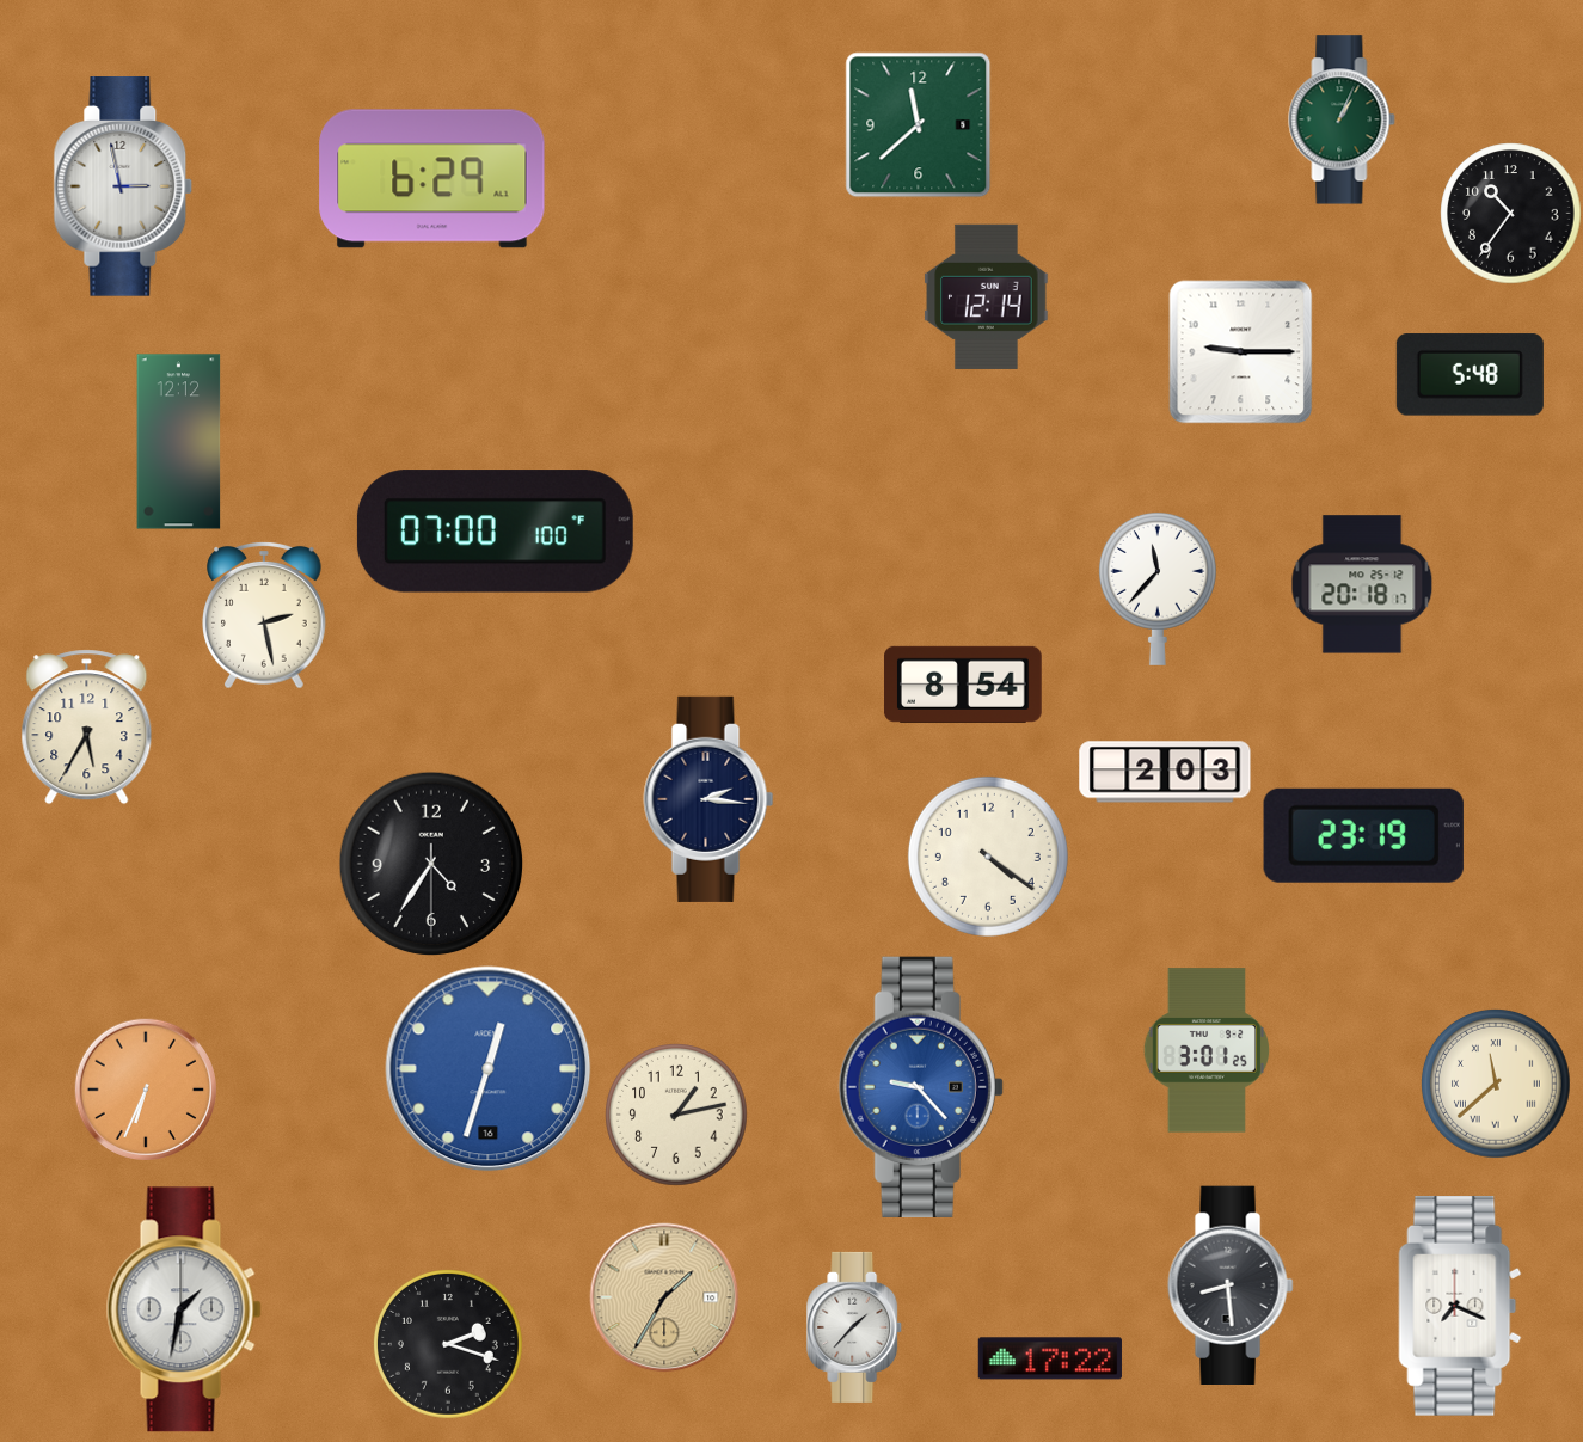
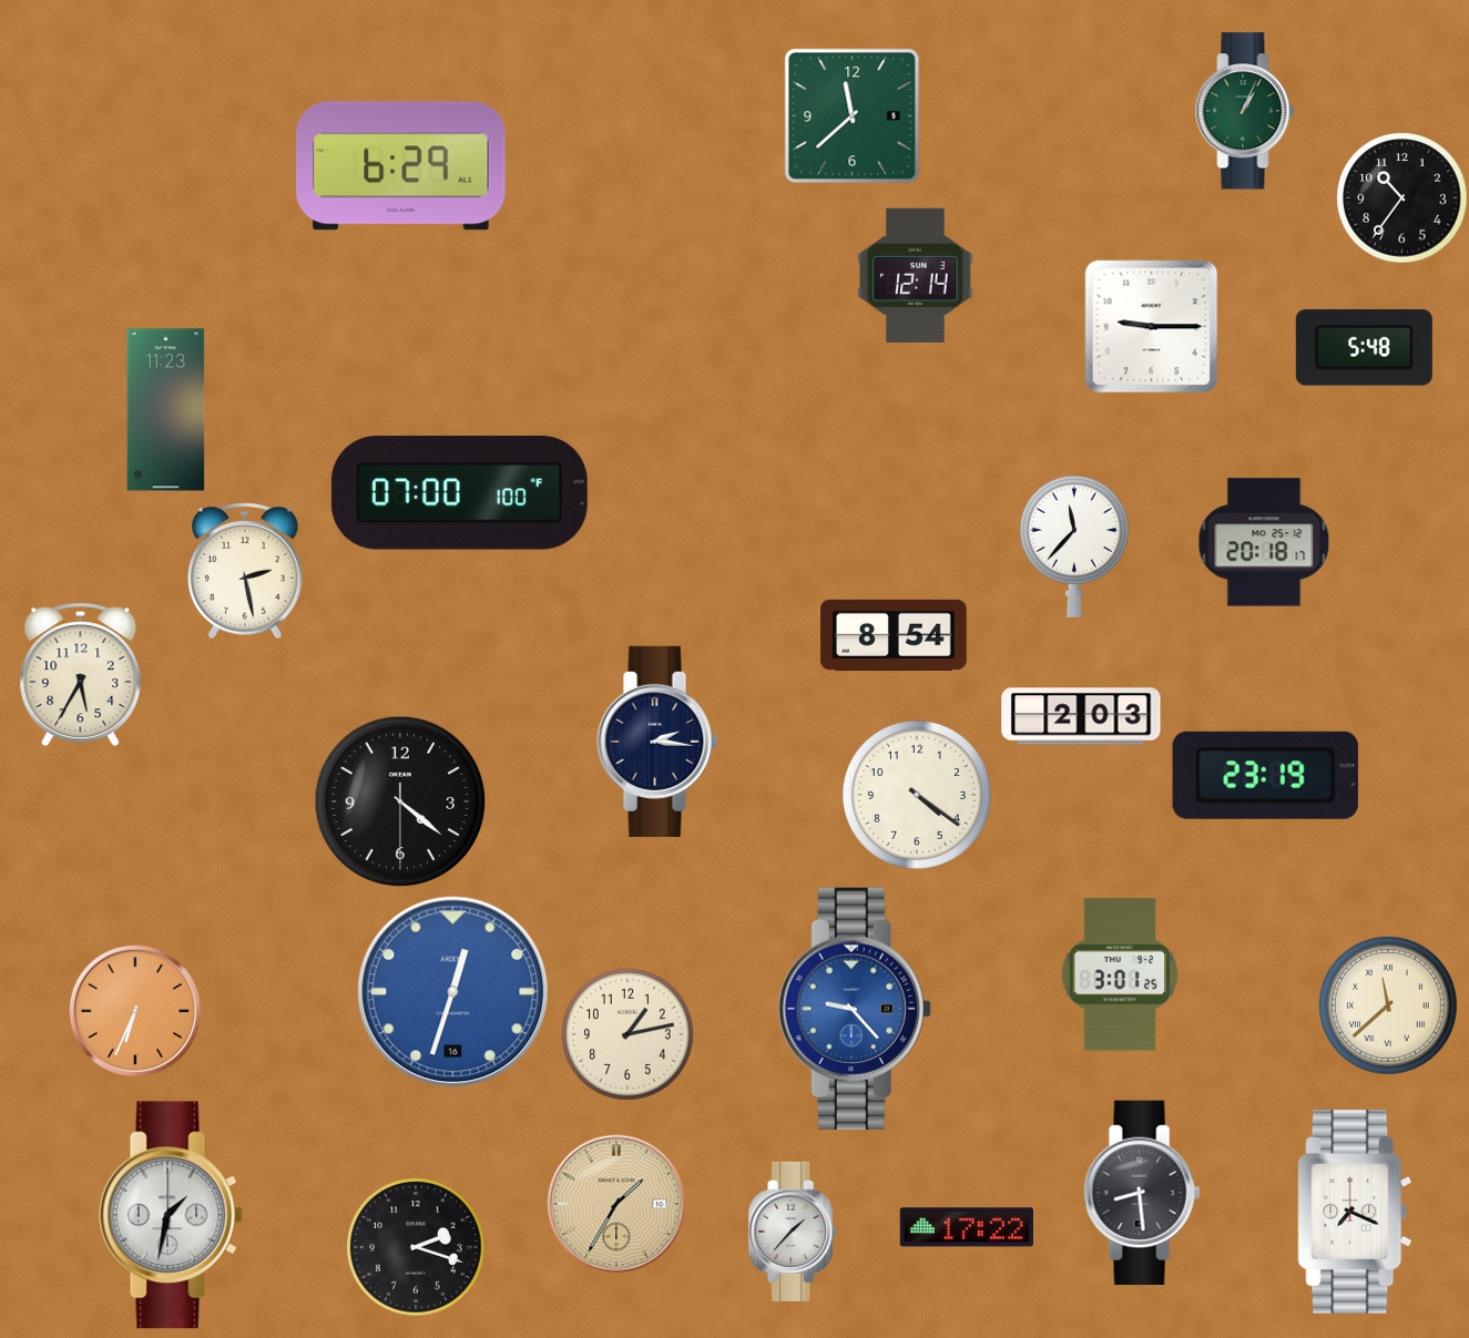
clock at (123, 188): 2:58 -> none
clock at (179, 442): 12:12 -> 11:23
clock at (431, 864): 4:35 -> 4:21
clock at (1050, 1358) position: (1050, 1358) -> (967, 1227)
